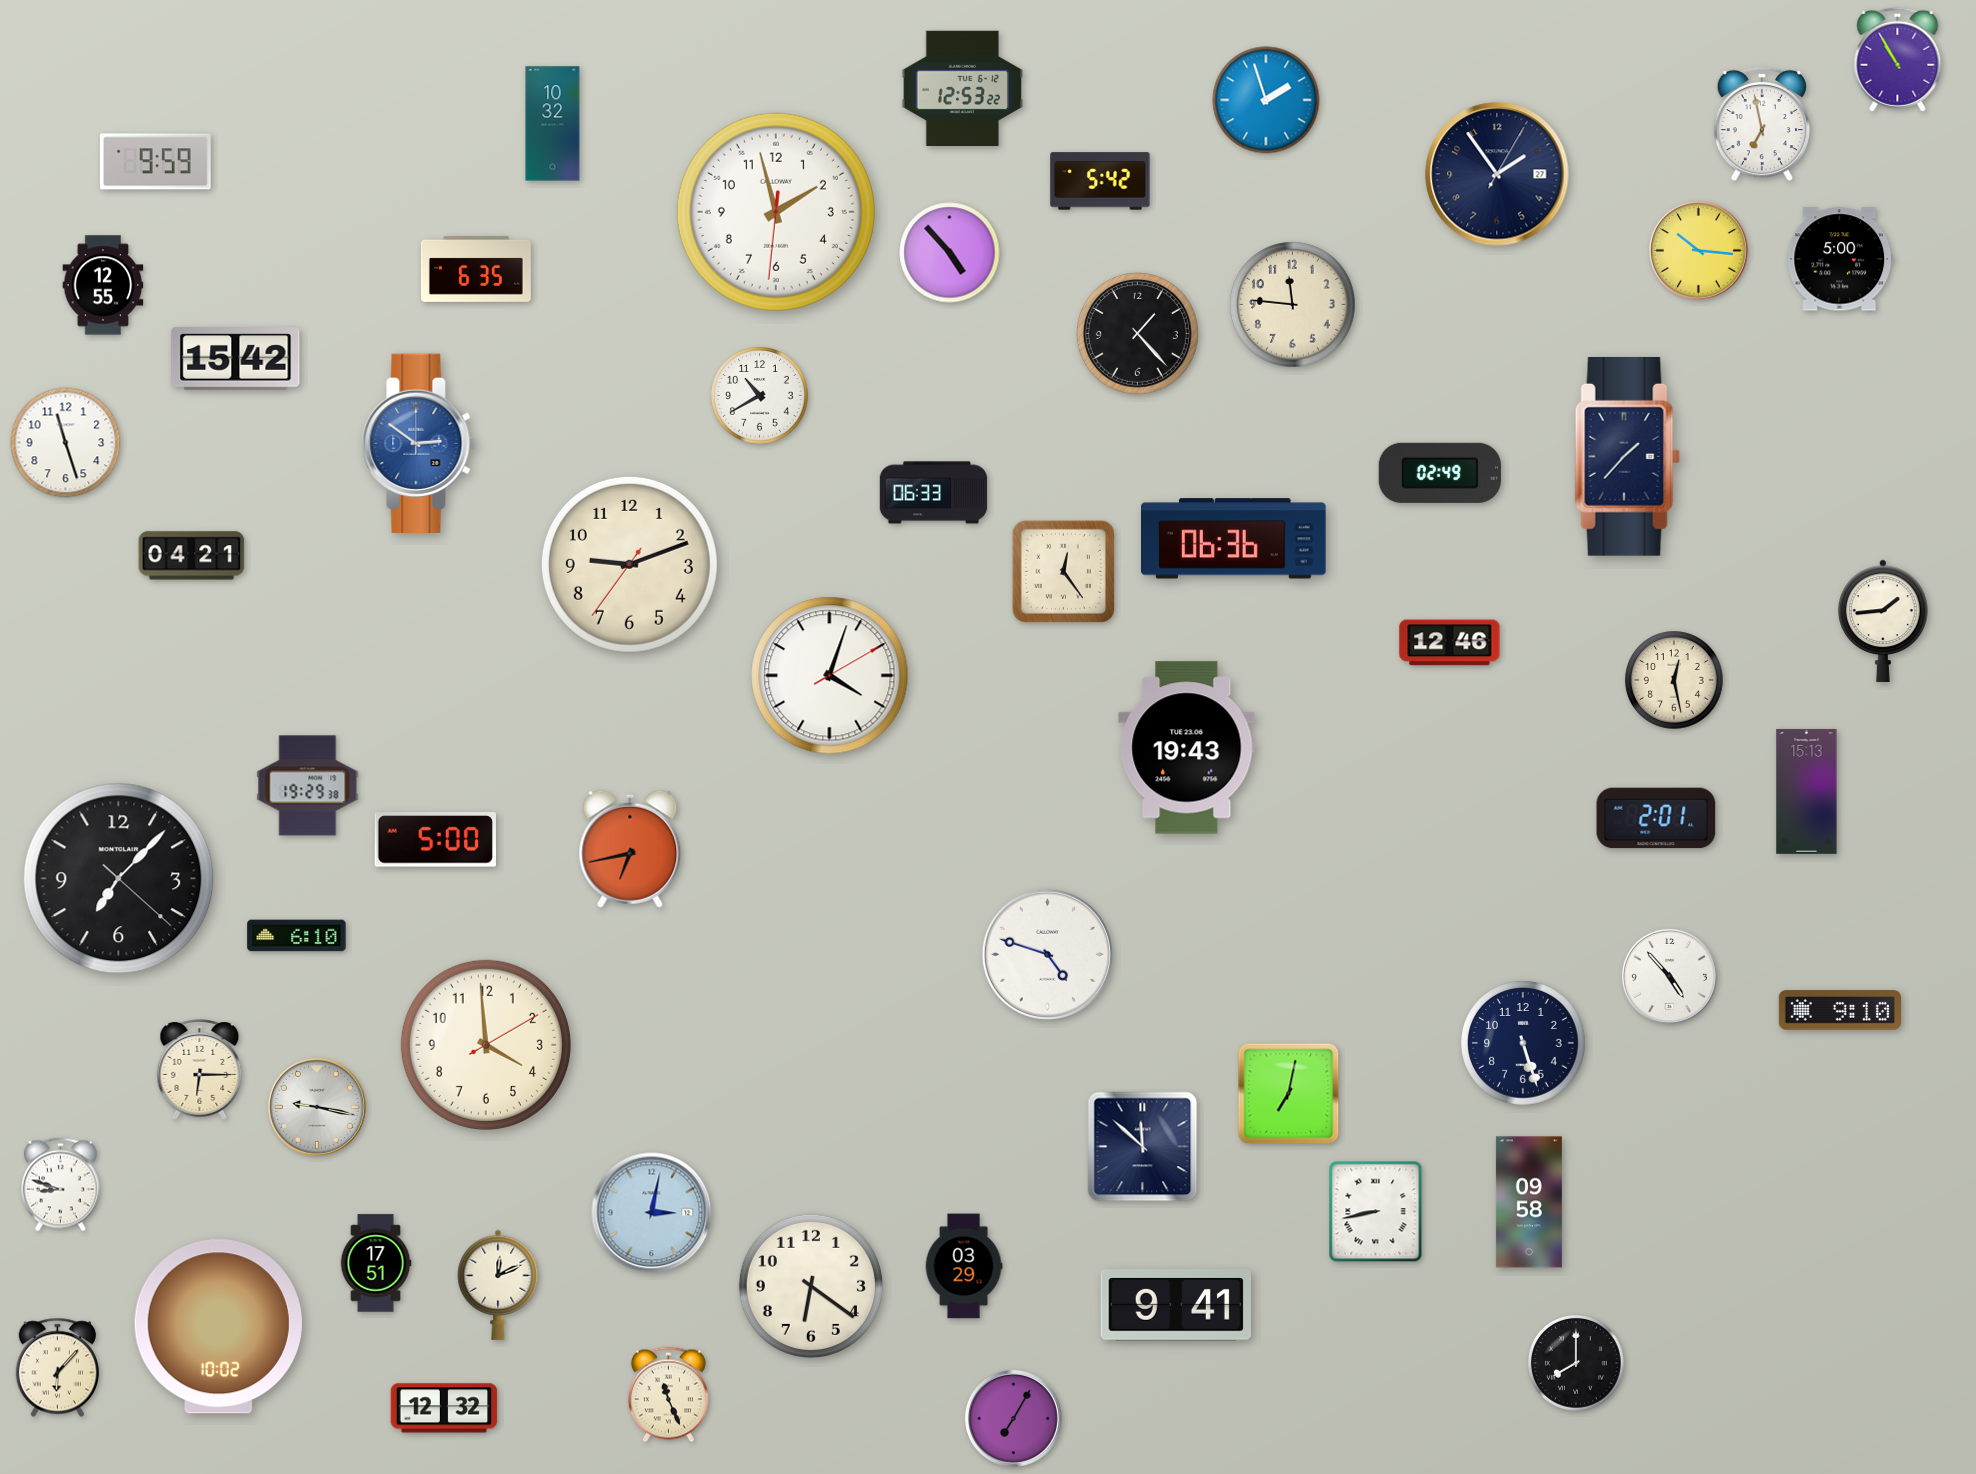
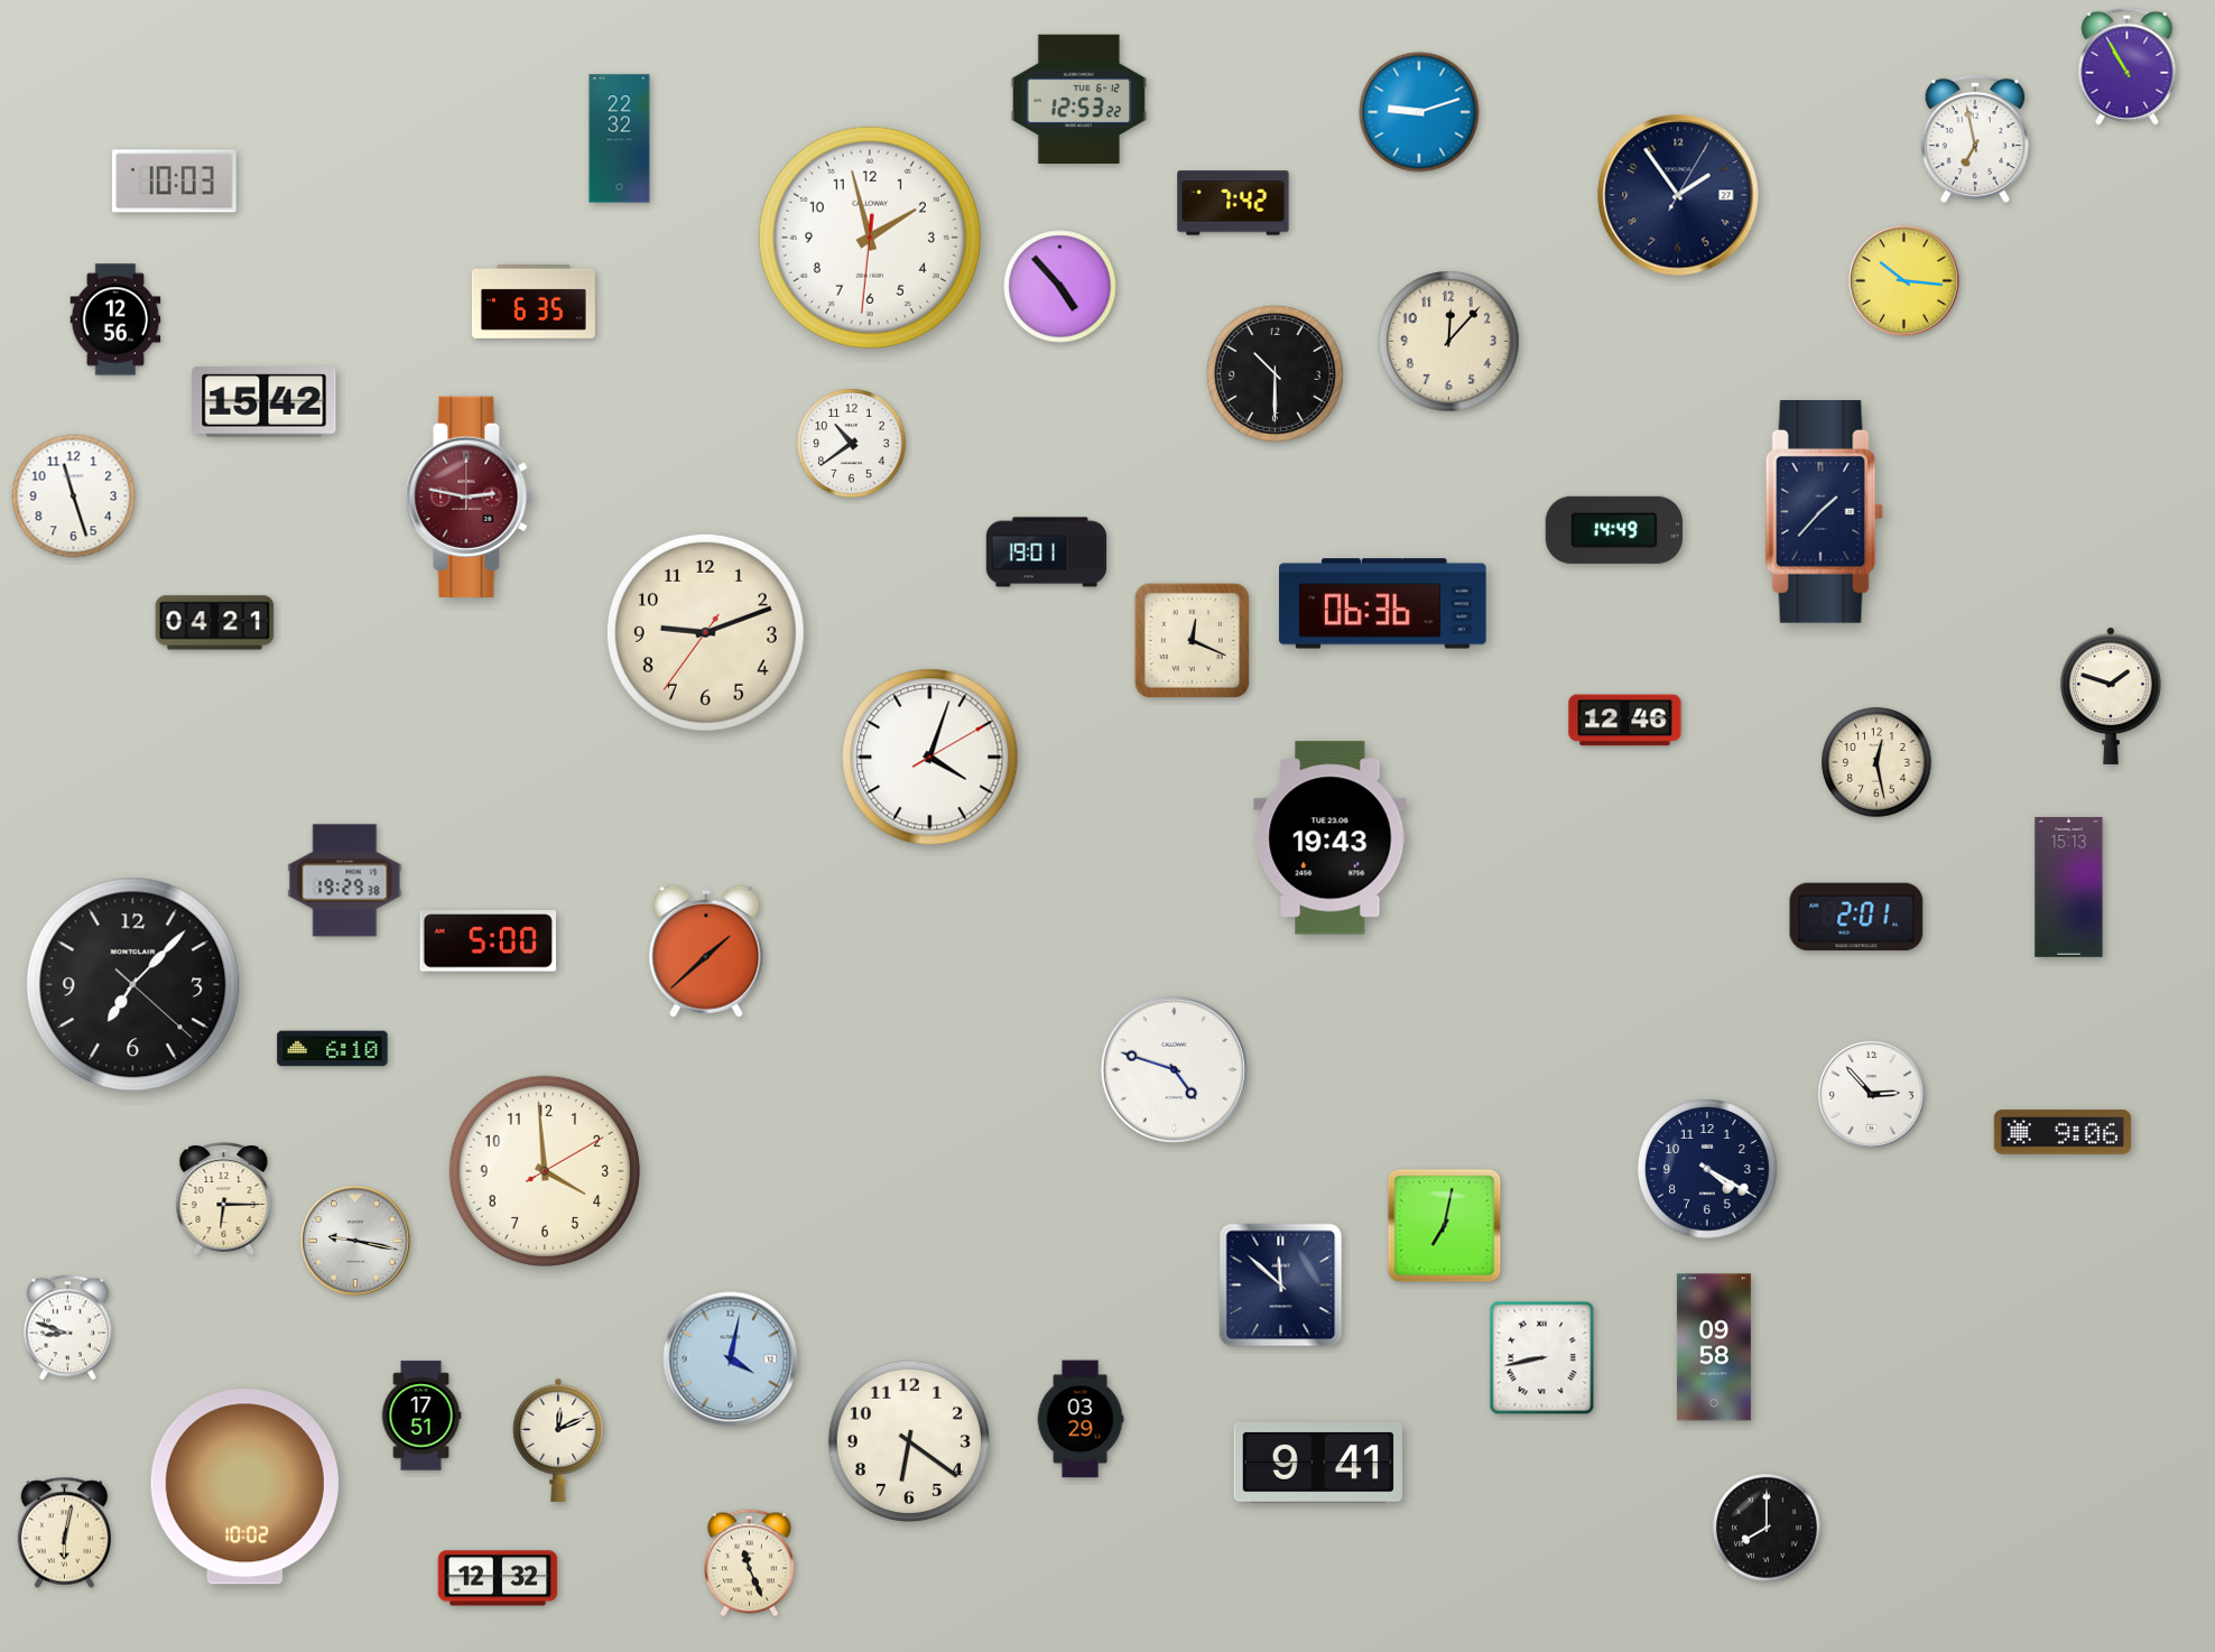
clock at (1266, 100): 1:57 -> 9:12
clock at (553, 124): 10:32 -> 22:32
clock at (155, 162): 9:59 -> 10:03
clock at (1100, 181): 5:42 -> 7:42
clock at (950, 253) position: (950, 253) -> (1060, 287)
clock at (1840, 259): 5:00 -> none
clock at (103, 285): 12:55 -> 12:56
clock at (1293, 305): 11:46 -> 12:07
clock at (1137, 333): 1:23 -> 10:30
clock at (760, 396): 10:40 -> 10:39
clock at (419, 443): 2:51 -> 2:47
clock at (419, 443) dial: blue -> burgundy
clock at (1440, 473): 02:49 -> 14:49
clock at (934, 493): 06:33 -> 19:01
clock at (1063, 571): 12:24 -> 12:19
clock at (1884, 621): 1:44 -> 1:48
clock at (1807, 791) position: (1807, 791) -> (2069, 887)
clock at (630, 849): 6:43 -> 1:38
clock at (1669, 976): 4:53 -> 2:53
clock at (1839, 1010): 9:10 -> 9:06
clock at (1523, 1043): 5:27 -> 4:20
clock at (652, 1213): 3:02 -> 4:02
clock at (58, 1368): 6:07 -> 6:02
clock at (1013, 1418): 7:05 -> none
